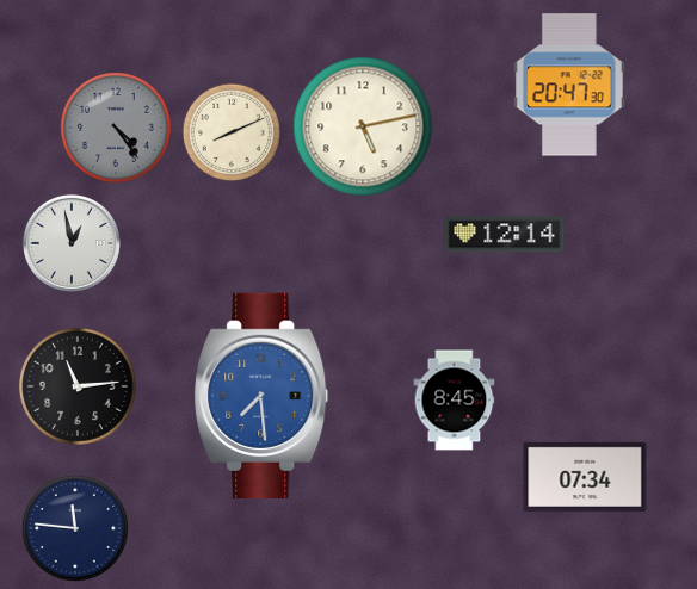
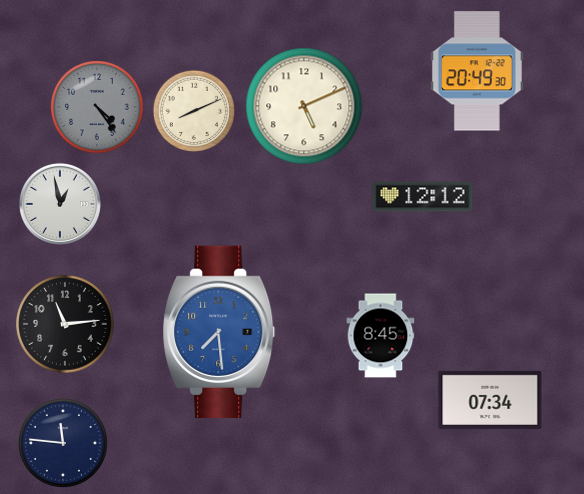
clock at (569, 85): 20:47 -> 20:49
clock at (363, 126): 5:13 -> 5:11
clock at (505, 235): 12:14 -> 12:12
